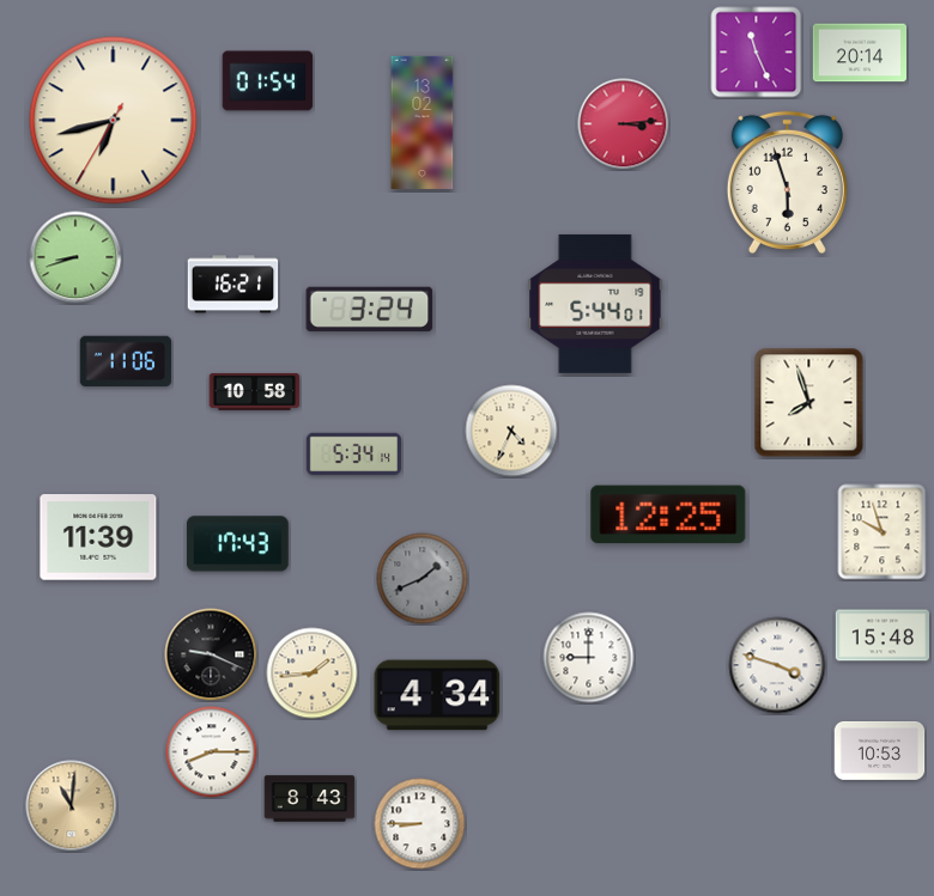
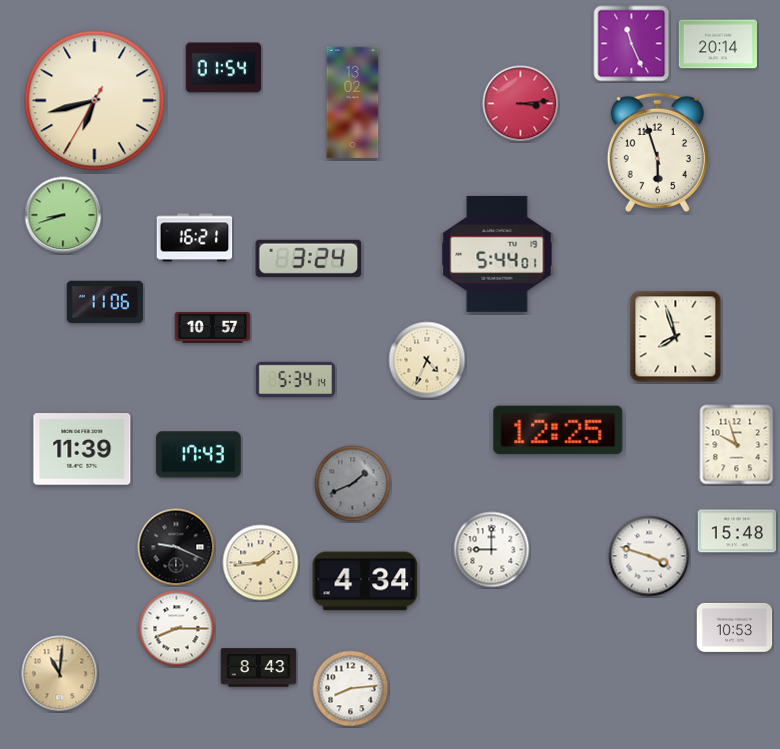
clock at (255, 391): 10:58 -> 10:57
clock at (420, 824): 8:45 -> 8:14
